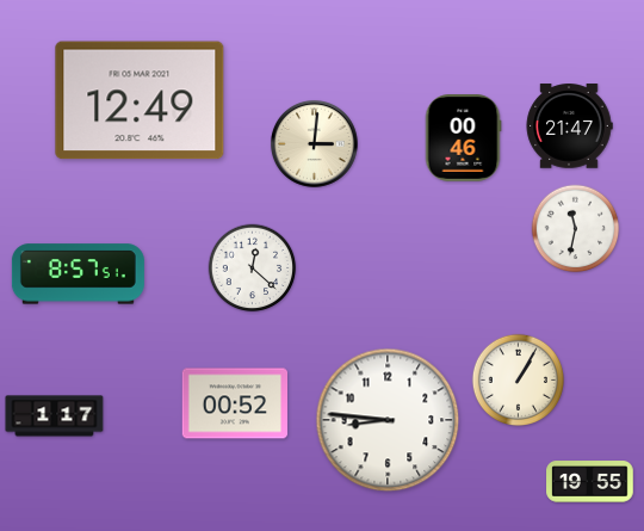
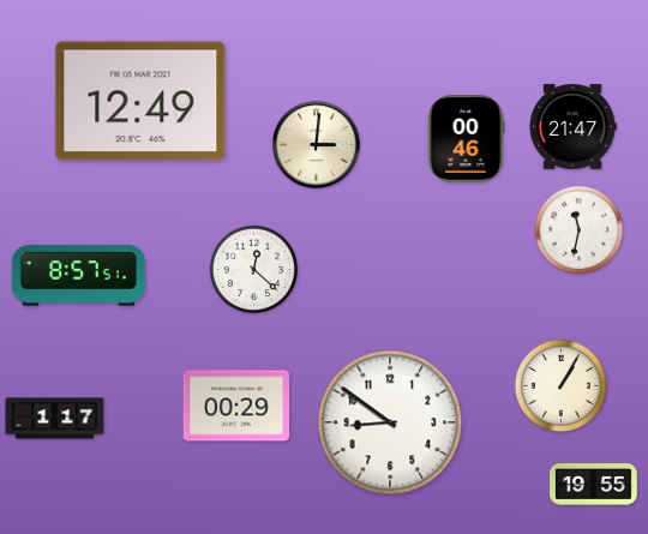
clock at (518, 379) position: (518, 379) -> (560, 385)
clock at (235, 403): 00:52 -> 00:29
clock at (388, 420): 8:46 -> 8:51
